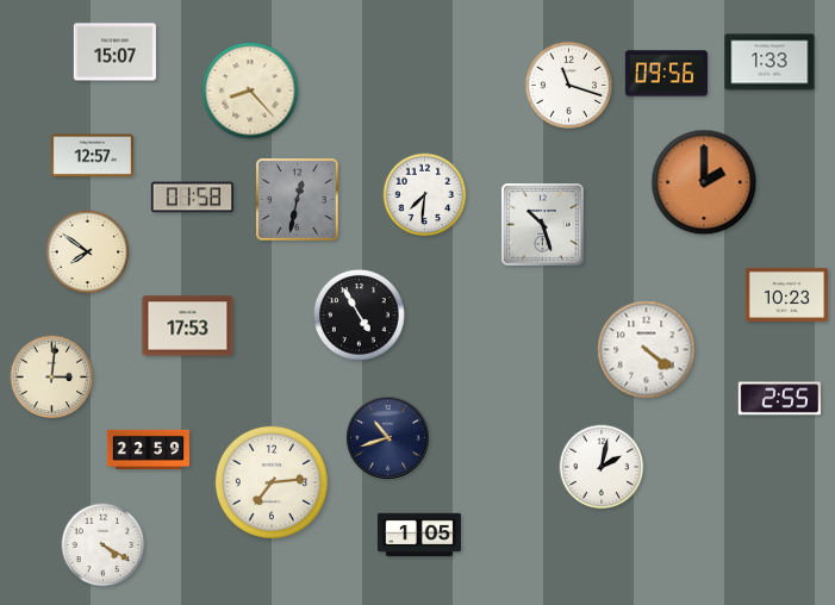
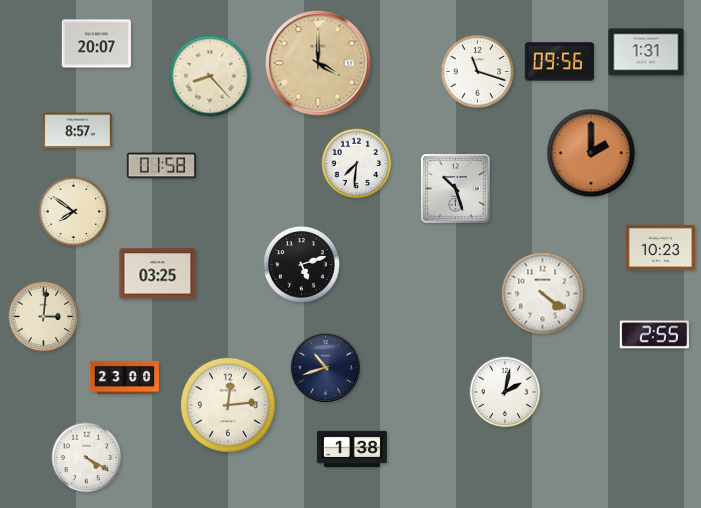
clock at (114, 52): 15:07 -> 20:07
clock at (769, 62): 1:33 -> 1:31
clock at (318, 63): none -> 4:00
clock at (92, 156): 12:57 -> 8:57
clock at (298, 200): 12:32 -> none
clock at (360, 316): 4:55 -> 5:12
clock at (188, 326): 17:53 -> 03:25
clock at (149, 449): 22:59 -> 23:00
clock at (272, 482): 7:14 -> 12:14
clock at (419, 535): 1:05 -> 1:38
